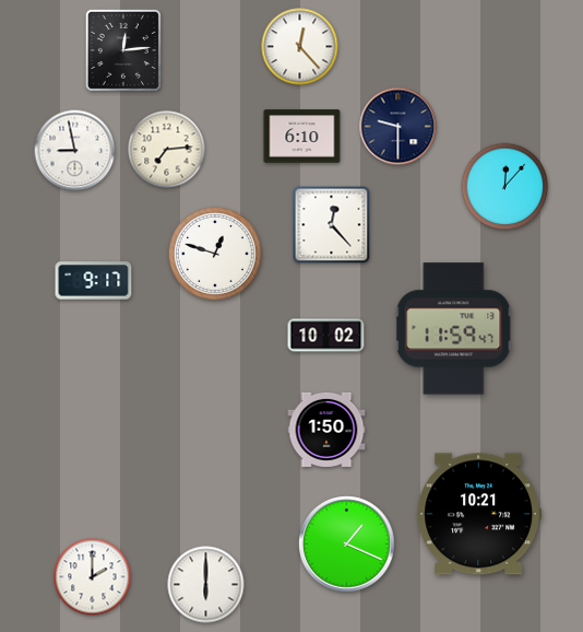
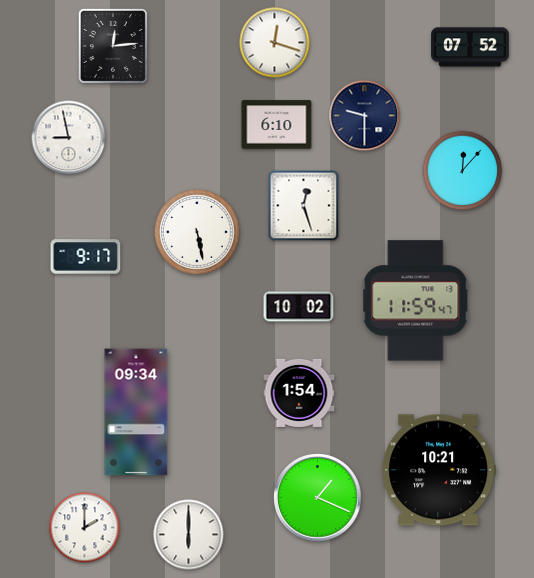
clock at (300, 47): 12:23 -> 12:18
clock at (470, 47): none -> 07:52
clock at (167, 150): 7:14 -> none
clock at (332, 225): 12:23 -> 12:27
clock at (215, 254): 12:48 -> 5:28
clock at (326, 430): 1:50 -> 1:54
clock at (136, 412): none -> 09:34
